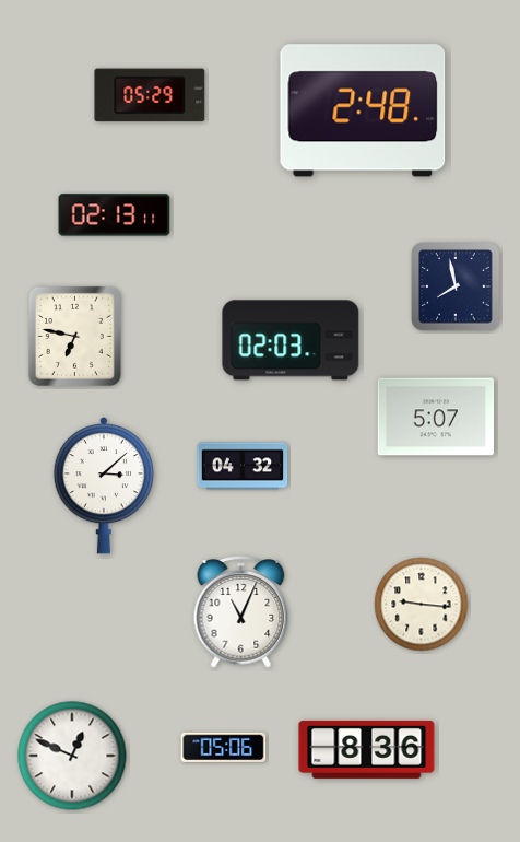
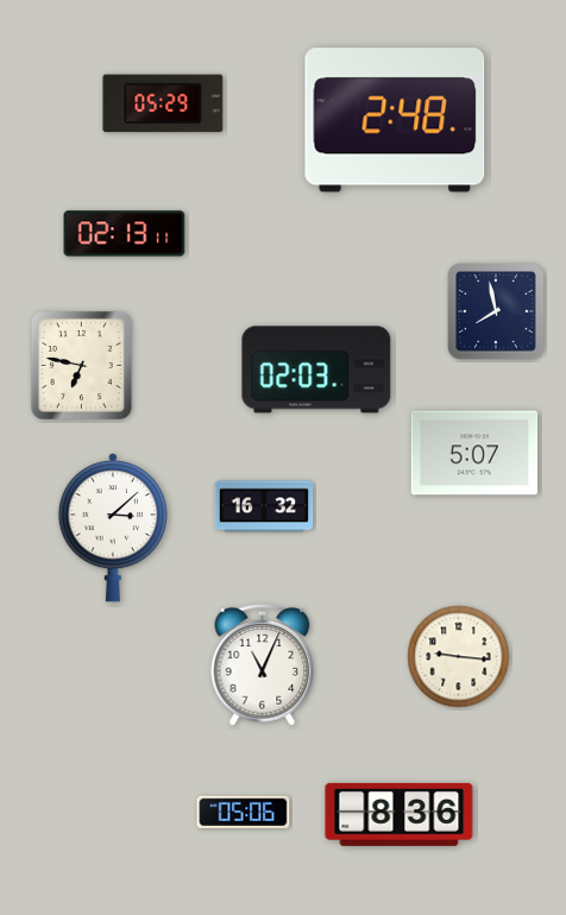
clock at (243, 466): 04:32 -> 16:32
clock at (72, 756): 12:49 -> none
